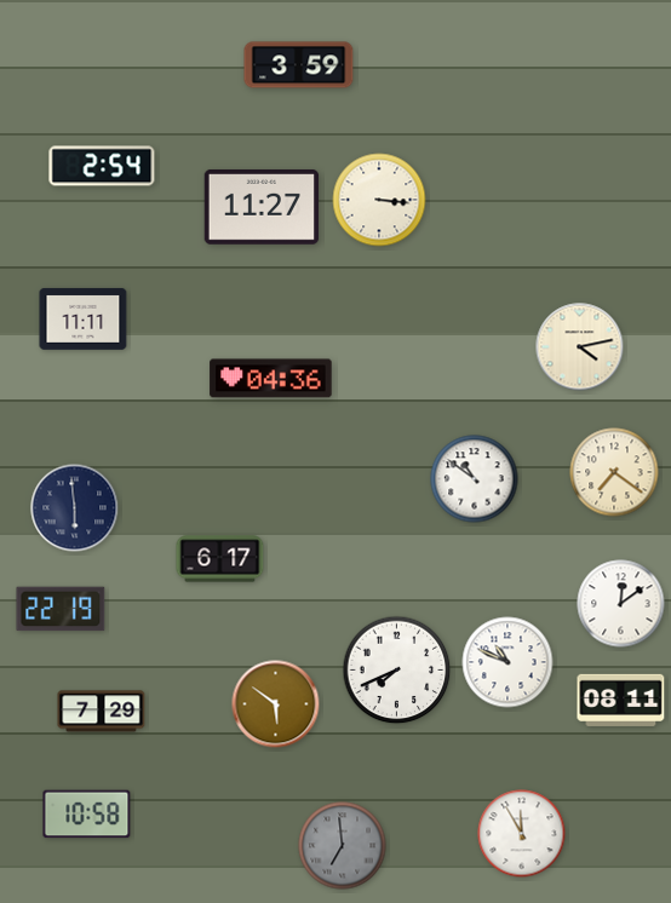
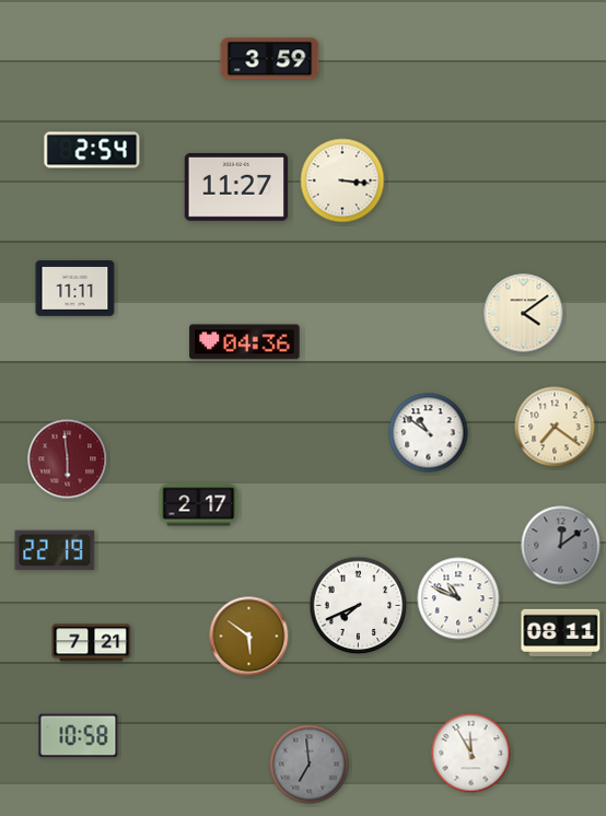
clock at (580, 347): 4:13 -> 4:09
clock at (75, 508) dial: navy -> burgundy
clock at (220, 559): 6:17 -> 2:17
clock at (621, 604) dial: white -> grey
clock at (102, 712): 7:29 -> 7:21
